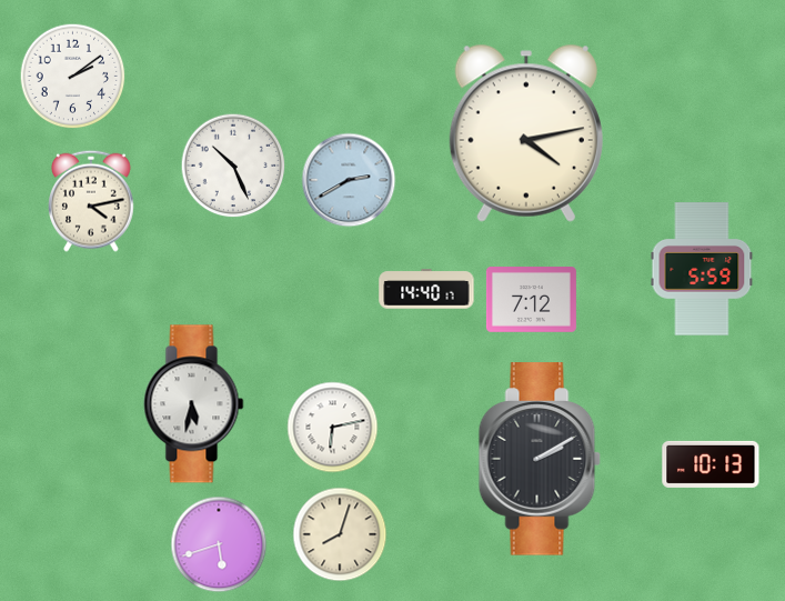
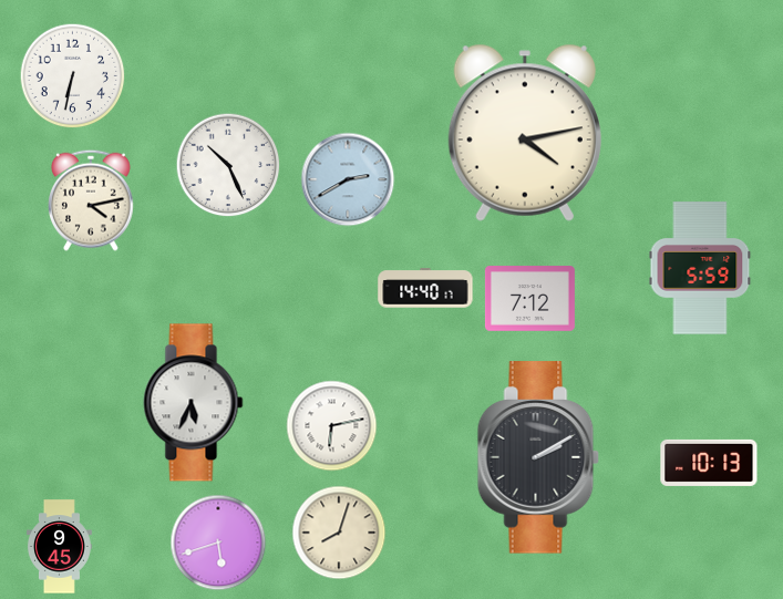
clock at (73, 77): 2:09 -> 6:32
clock at (233, 166) position: (233, 166) -> (228, 165)
clock at (194, 404): 5:32 -> 5:34
clock at (59, 547): none -> 9:45
